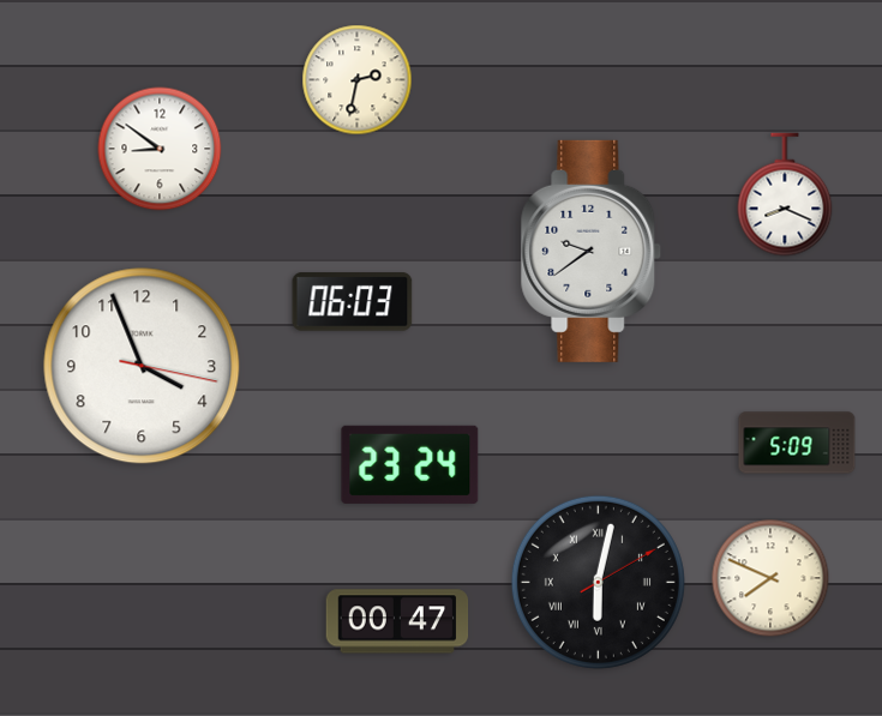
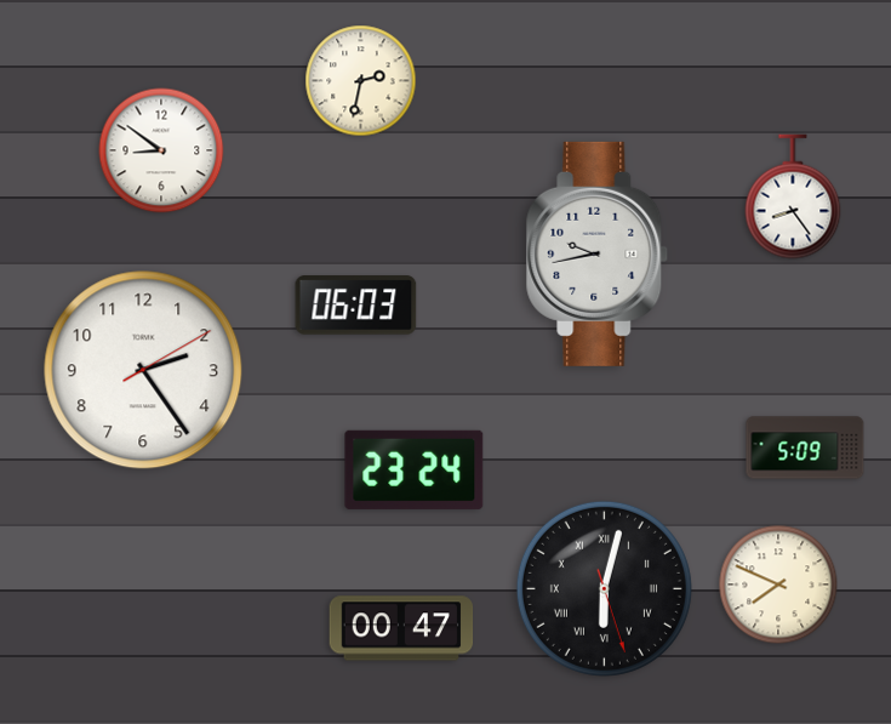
clock at (785, 194): 8:19 -> 8:24
clock at (592, 251): 9:39 -> 9:43
clock at (142, 366): 3:56 -> 2:24
clock at (598, 582): 6:02:10 -> 6:02:27
